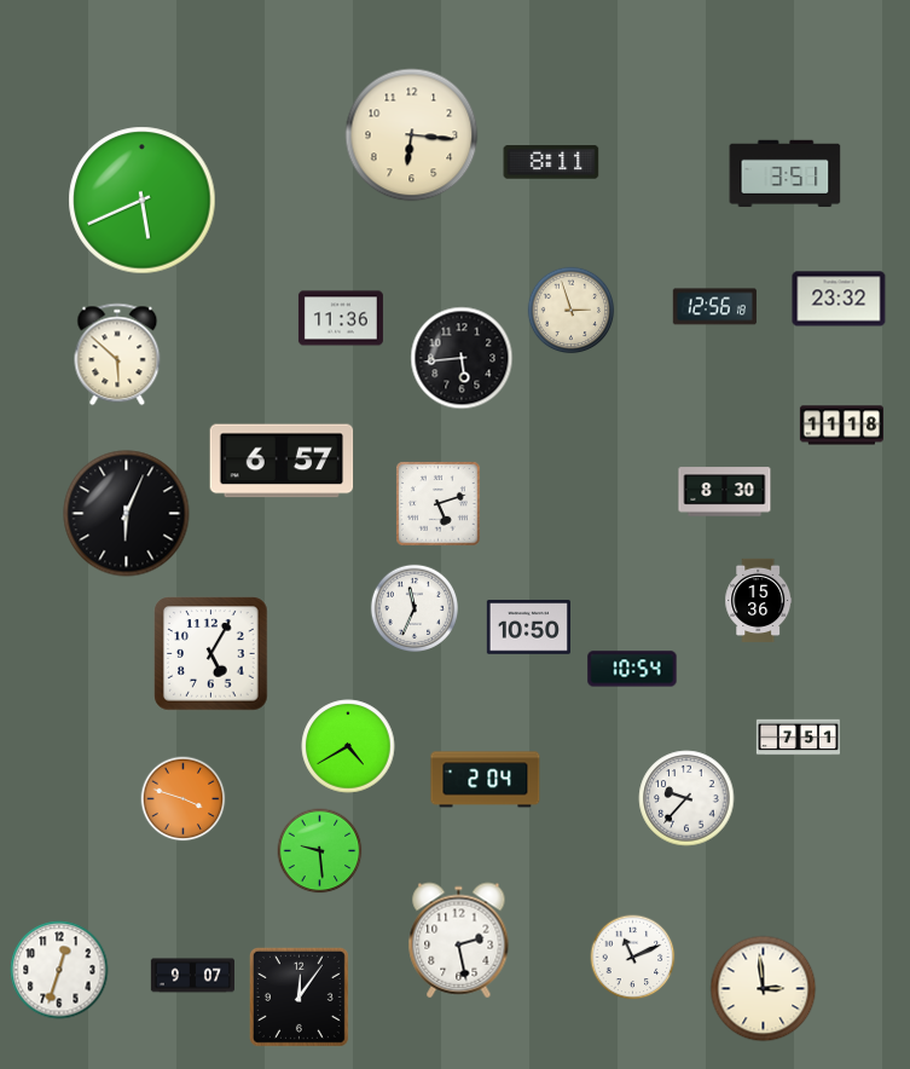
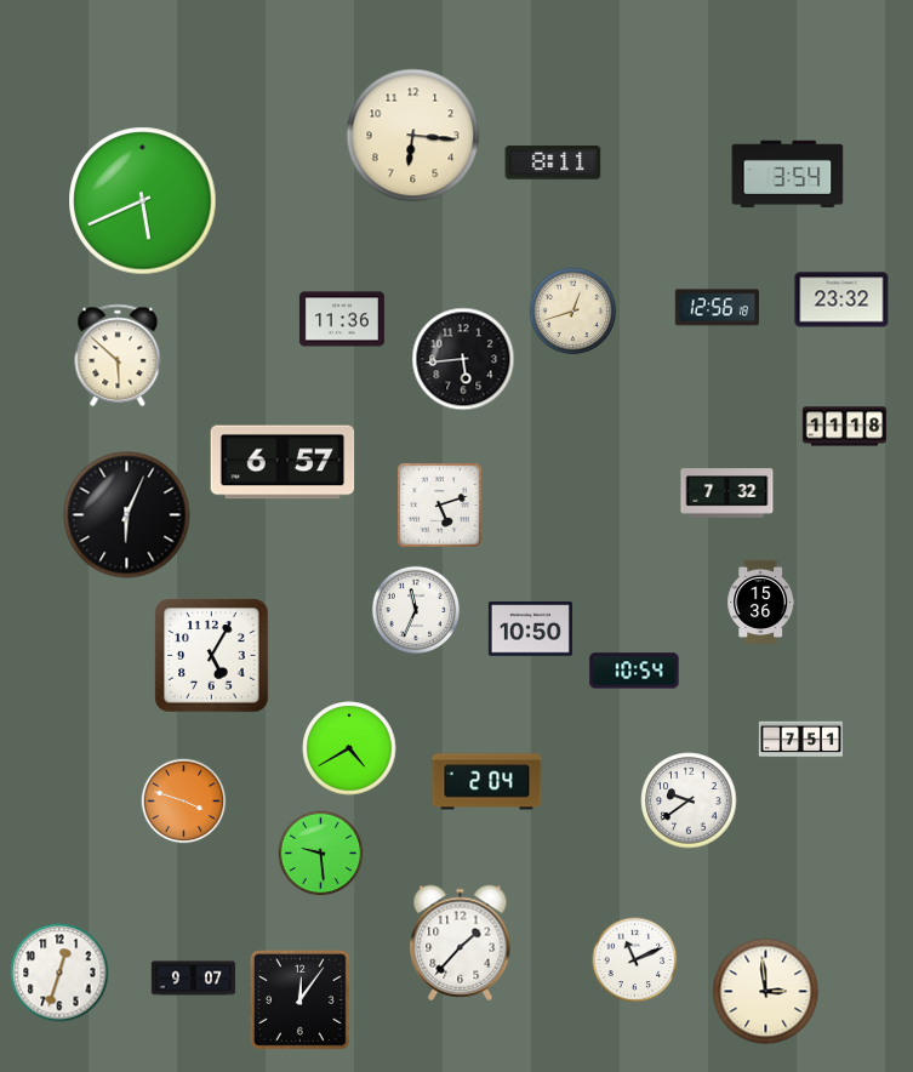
clock at (786, 174): 3:51 -> 3:54
clock at (572, 311): 2:57 -> 12:42
clock at (725, 492): 8:30 -> 7:32
clock at (686, 798): 9:37 -> 9:39
clock at (459, 941): 2:28 -> 1:37
